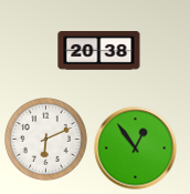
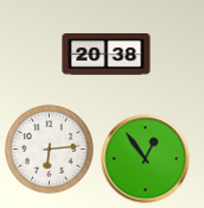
clock at (46, 140): 6:11 -> 6:14
